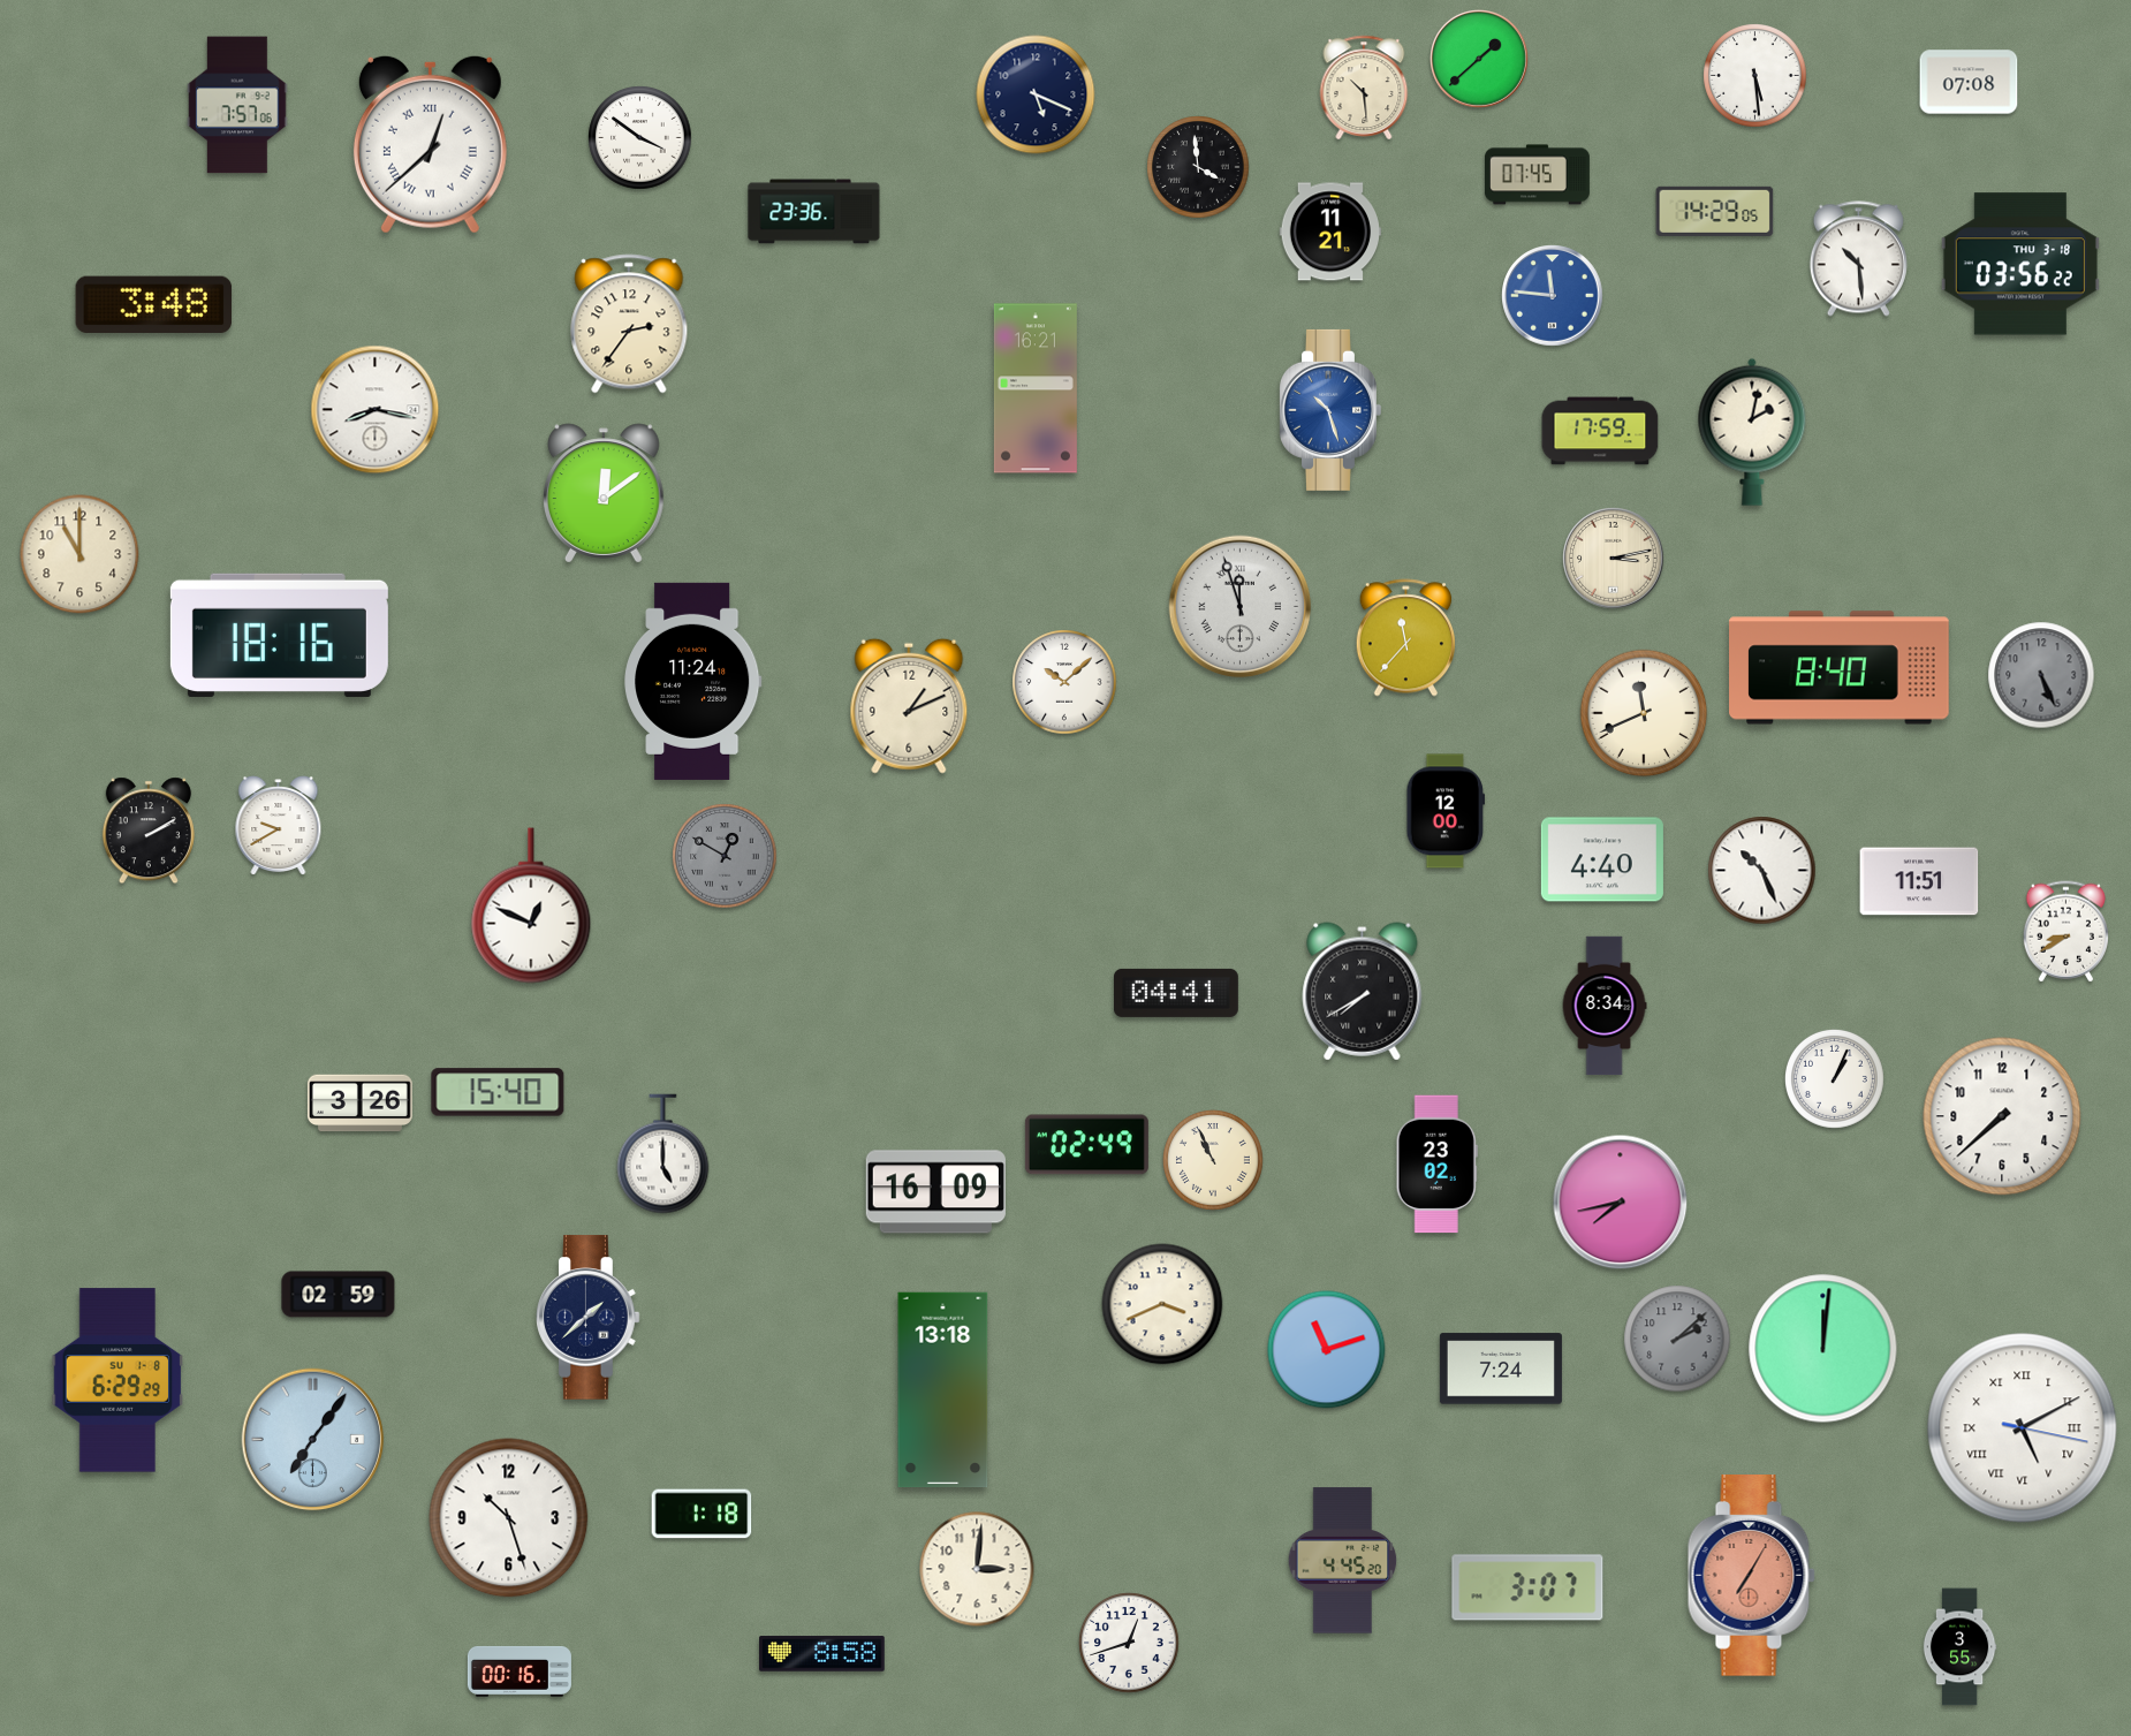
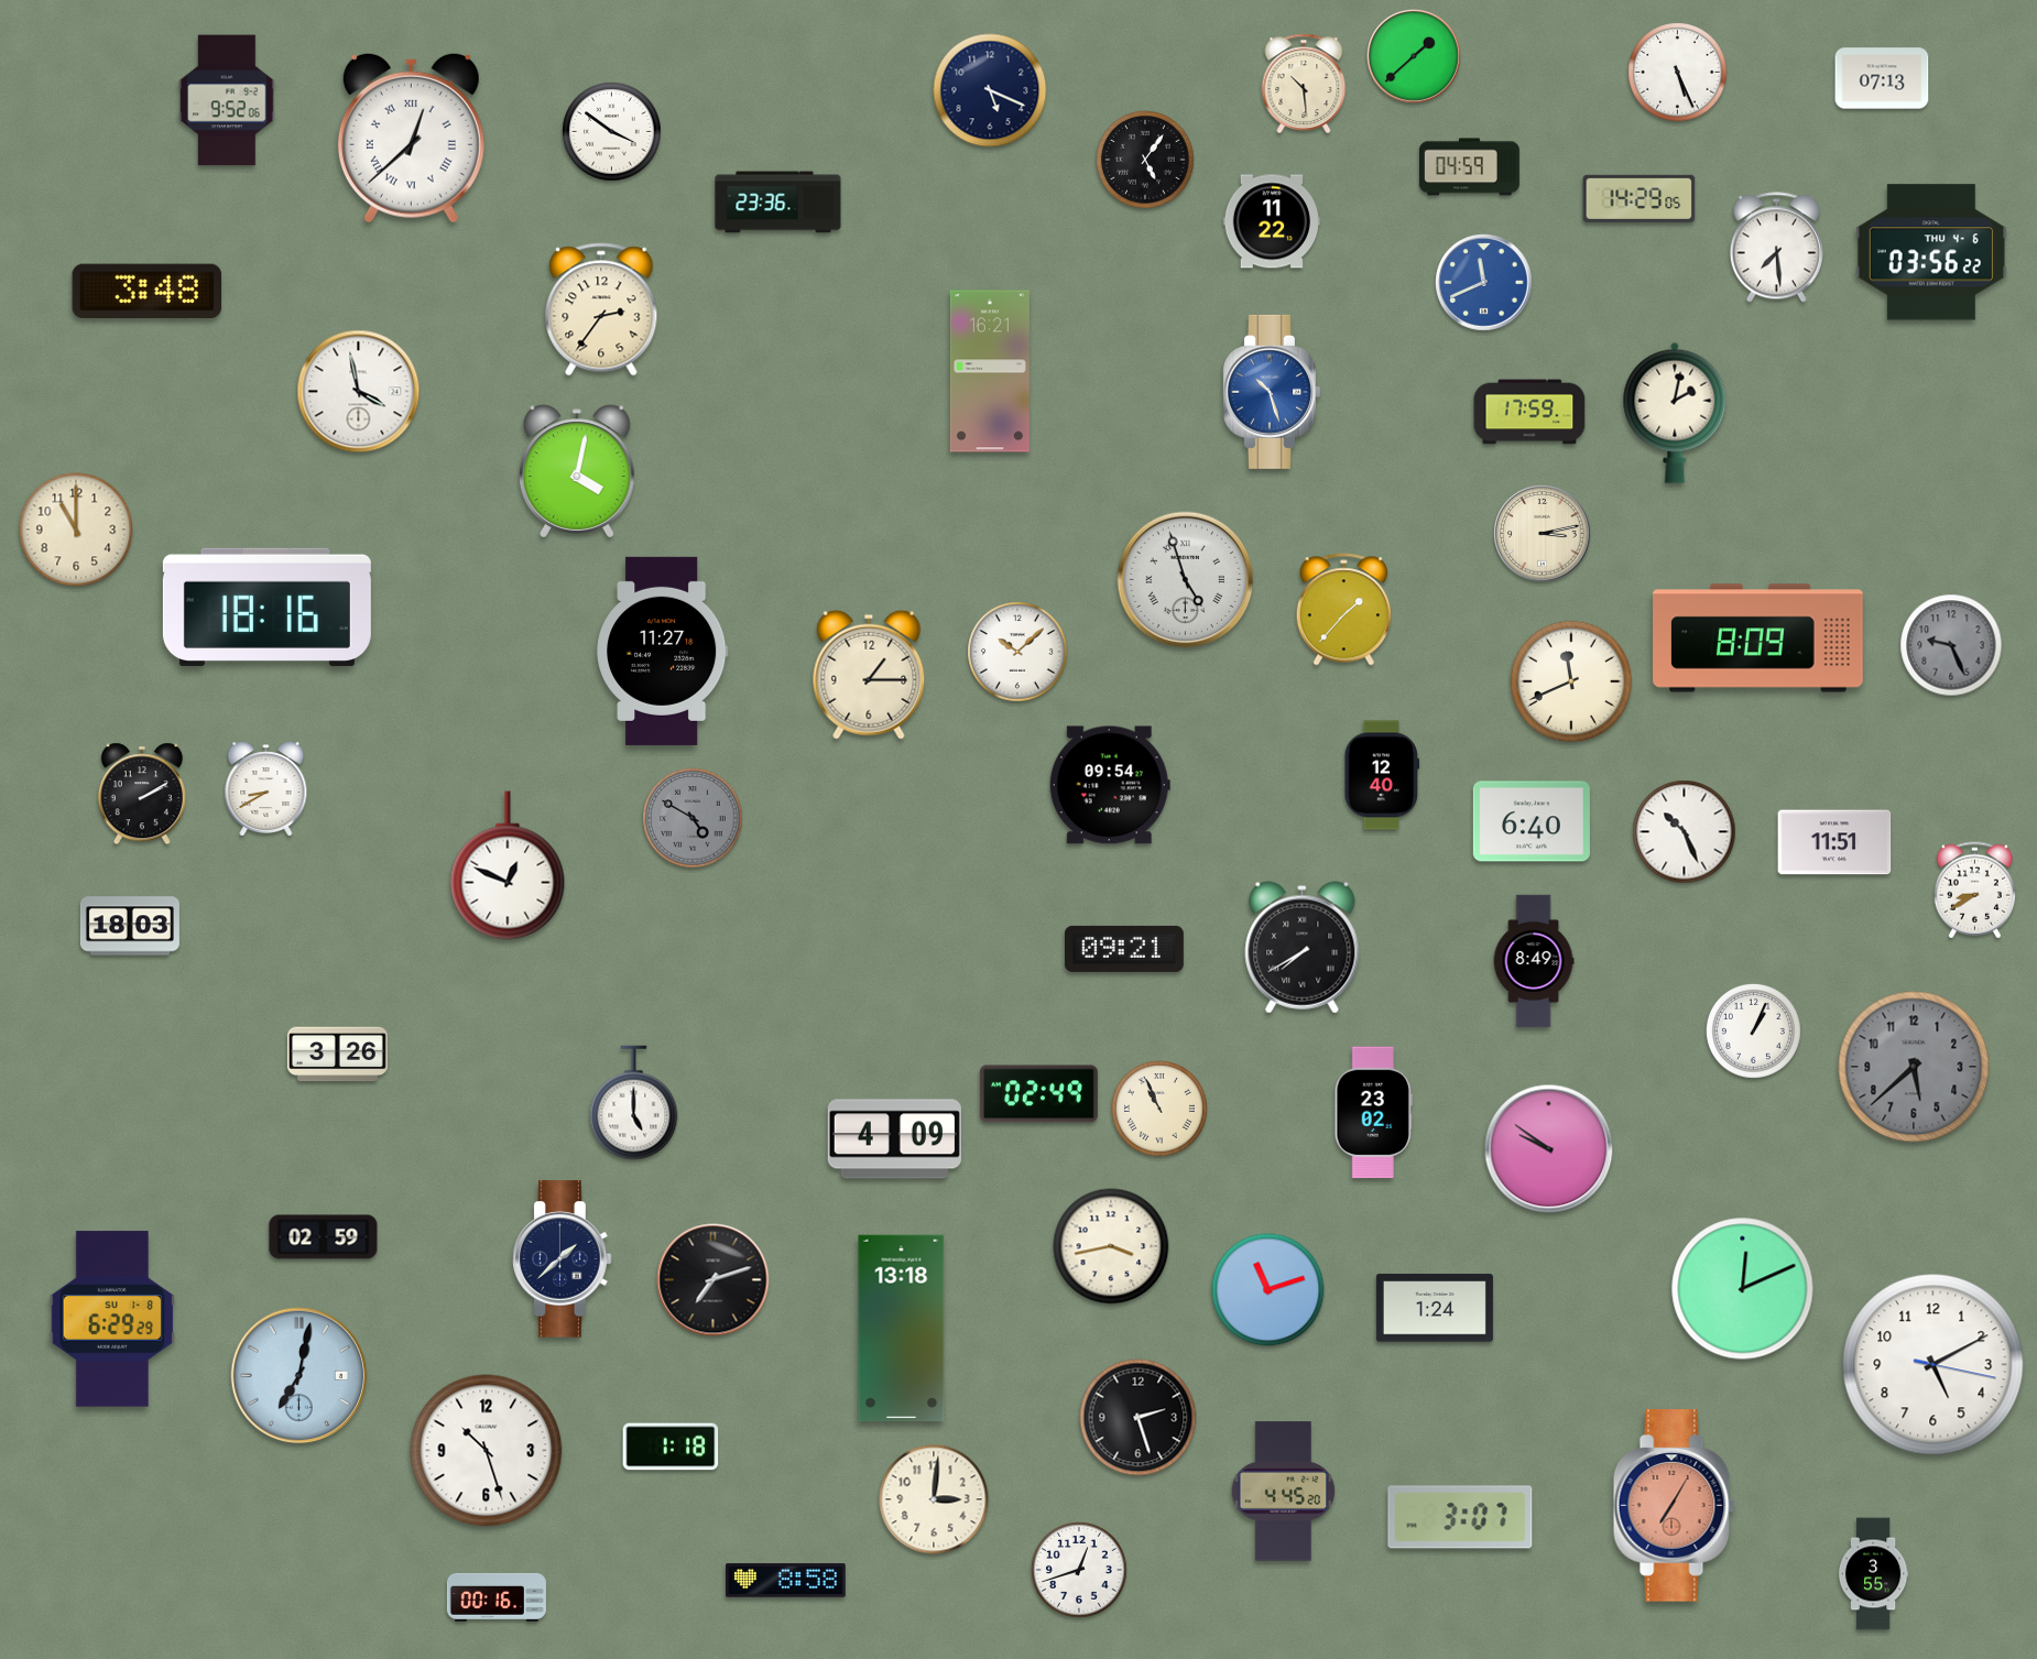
clock at (1755, 76): 5:29 -> 5:26
clock at (1969, 82): 07:08 -> 07:13
clock at (237, 105): 7:57 -> 9:52
clock at (1198, 167): 3:59 -> 5:06
clock at (1537, 175): 07:45 -> 04:59
clock at (1715, 211) position: (1715, 211) -> (1640, 198)
clock at (1329, 232): 11:21 -> 11:22
clock at (1858, 259): 10:29 -> 7:29
clock at (2020, 264) date: THU 3-18 -> THU 4-6
clock at (1553, 296): 11:46 -> 11:41
clock at (376, 410): 8:17 -> 3:58
clock at (605, 493): 12:09 -> 4:02
clock at (1241, 607): 11:57 -> 4:57
clock at (1405, 638): 11:37 -> 1:37
clock at (1840, 668): 8:40 -> 8:09
clock at (2041, 675): 5:26 -> 9:26
clock at (693, 681): 11:24 -> 11:27
clock at (909, 706): 1:11 -> 1:15
clock at (1446, 811): 12:00 -> 12:40
clock at (1110, 785): none -> 09:54
clock at (279, 826): 9:40 -> 8:40
clock at (725, 856): 12:50 -> 4:50
clock at (1602, 859): 4:40 -> 6:40
clock at (130, 926): none -> 18:03
clock at (1176, 993): 04:41 -> 09:21
clock at (1605, 1006): 8:34 -> 8:49
clock at (498, 1092): 15:40 -> none
clock at (359, 1104) position: (359, 1104) -> (337, 1055)
clock at (2002, 1116): 7:38 -> 5:38
clock at (2002, 1116) dial: white -> grey
clock at (935, 1192): 16:09 -> 4:09
clock at (1621, 1203): 7:43 -> 9:51
clock at (1162, 1304): 3:41 -> 3:43
clock at (1677, 1339): 2:08 -> none
clock at (714, 1280): none -> 7:12
clock at (1823, 1349): 12:01 -> 12:11
clock at (1501, 1369): 7:24 -> 1:24
clock at (2023, 1428) numerals: Roman -> Arabic
clock at (313, 1440): 7:06 -> 7:02
clock at (1139, 1418): none -> 2:27
